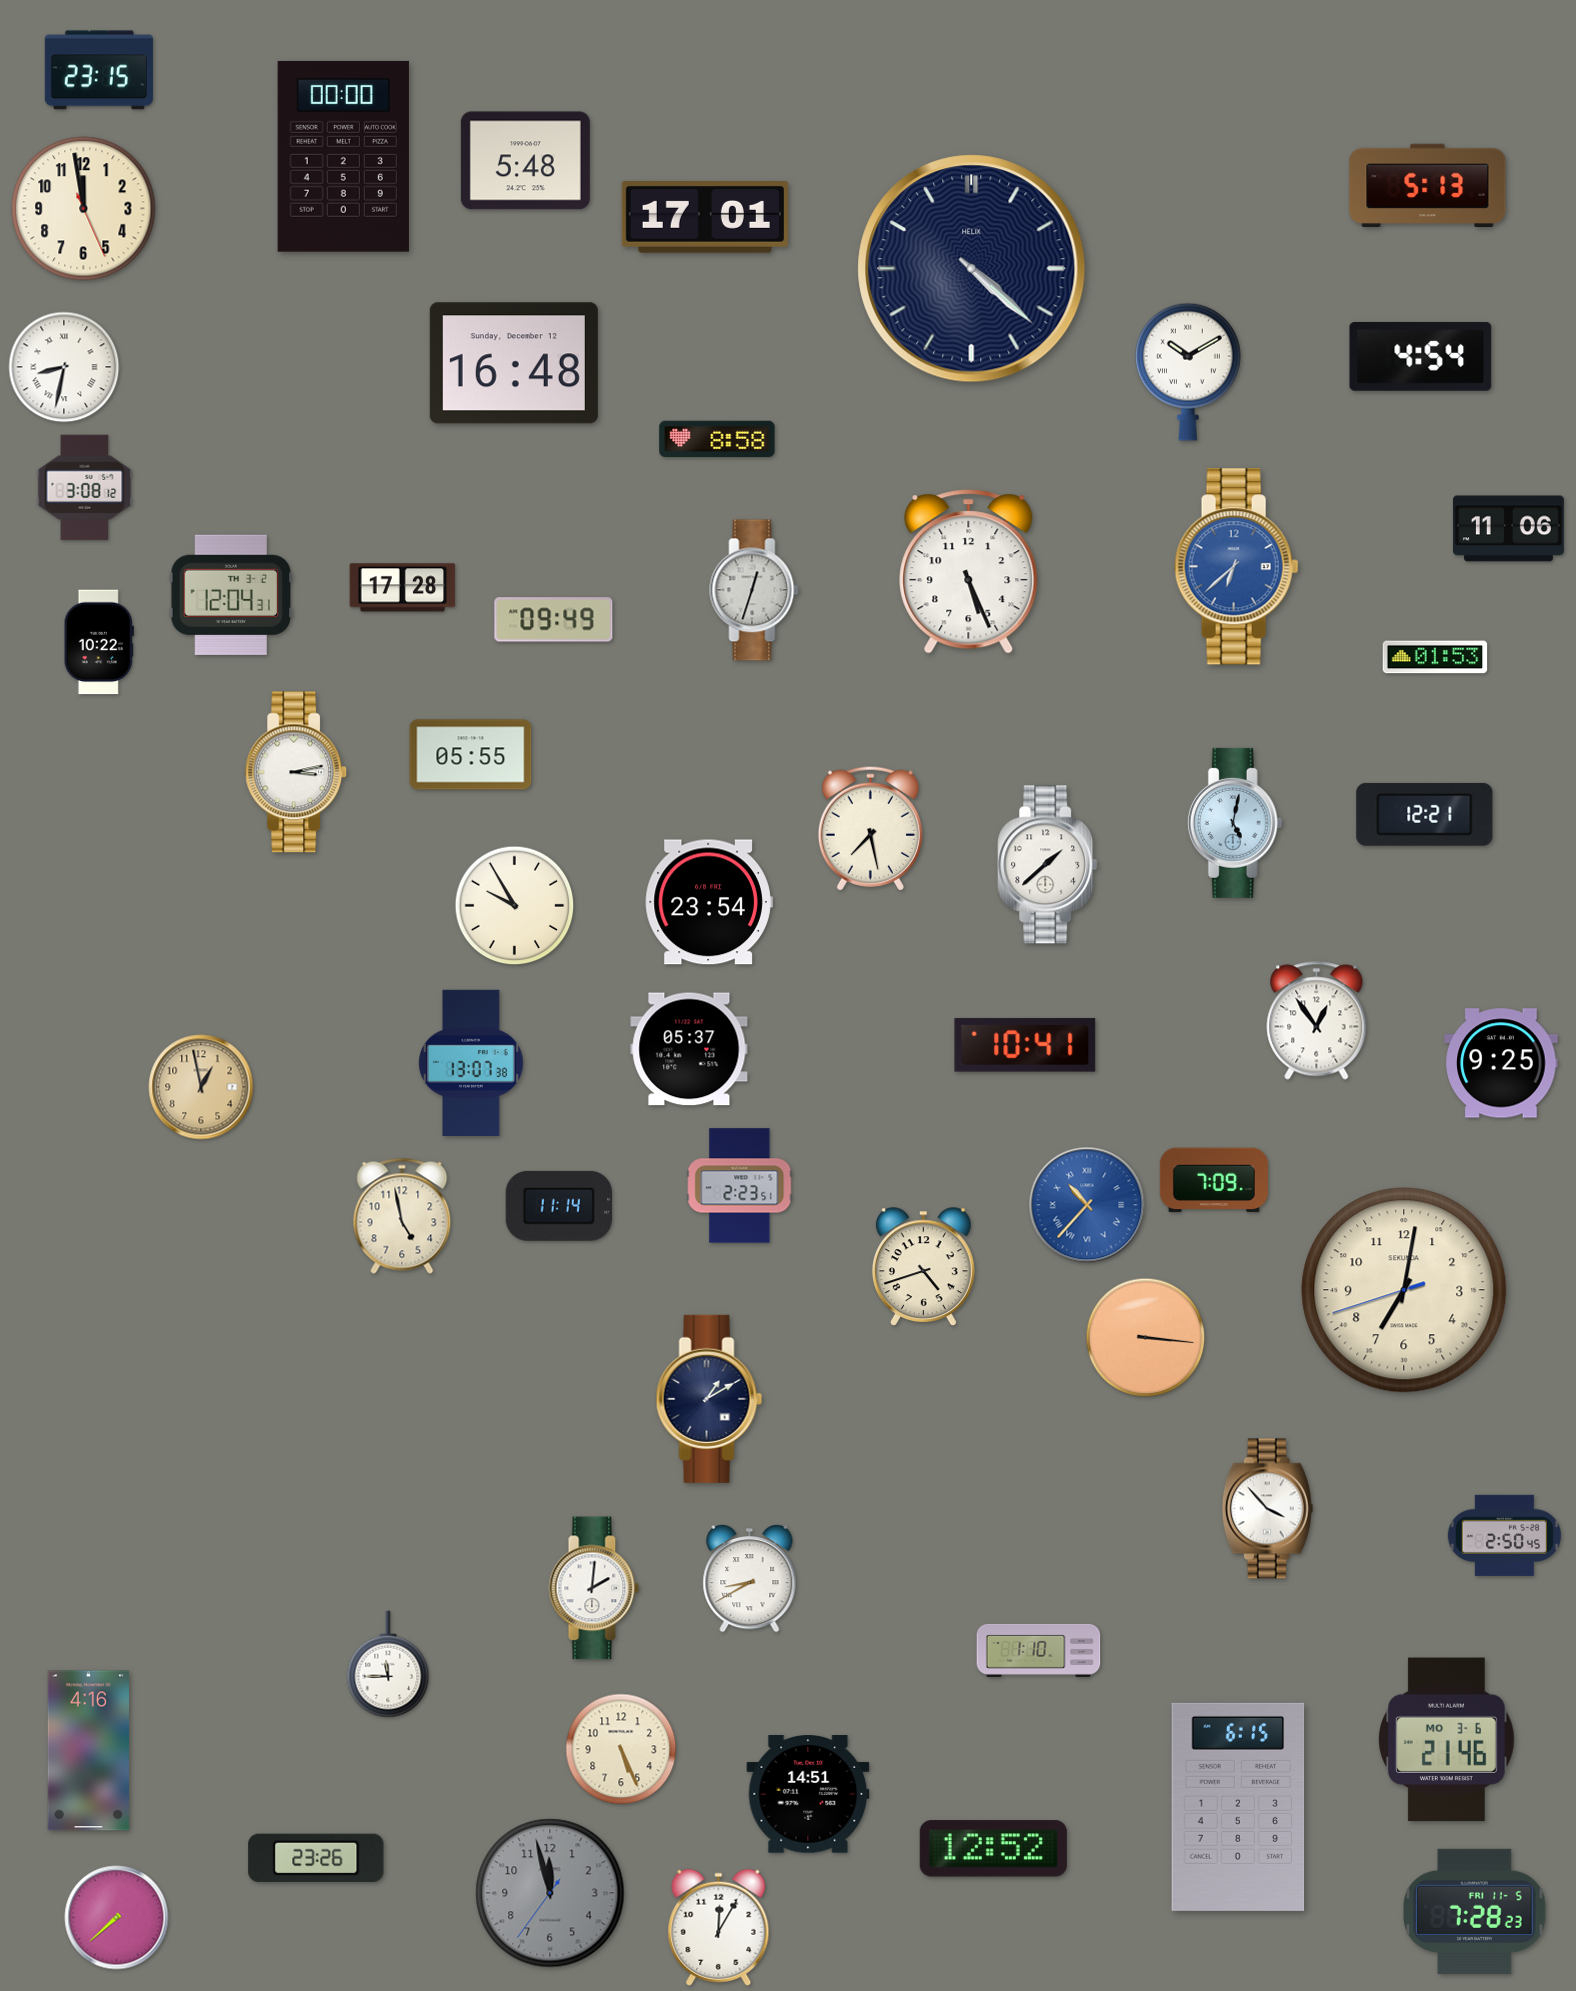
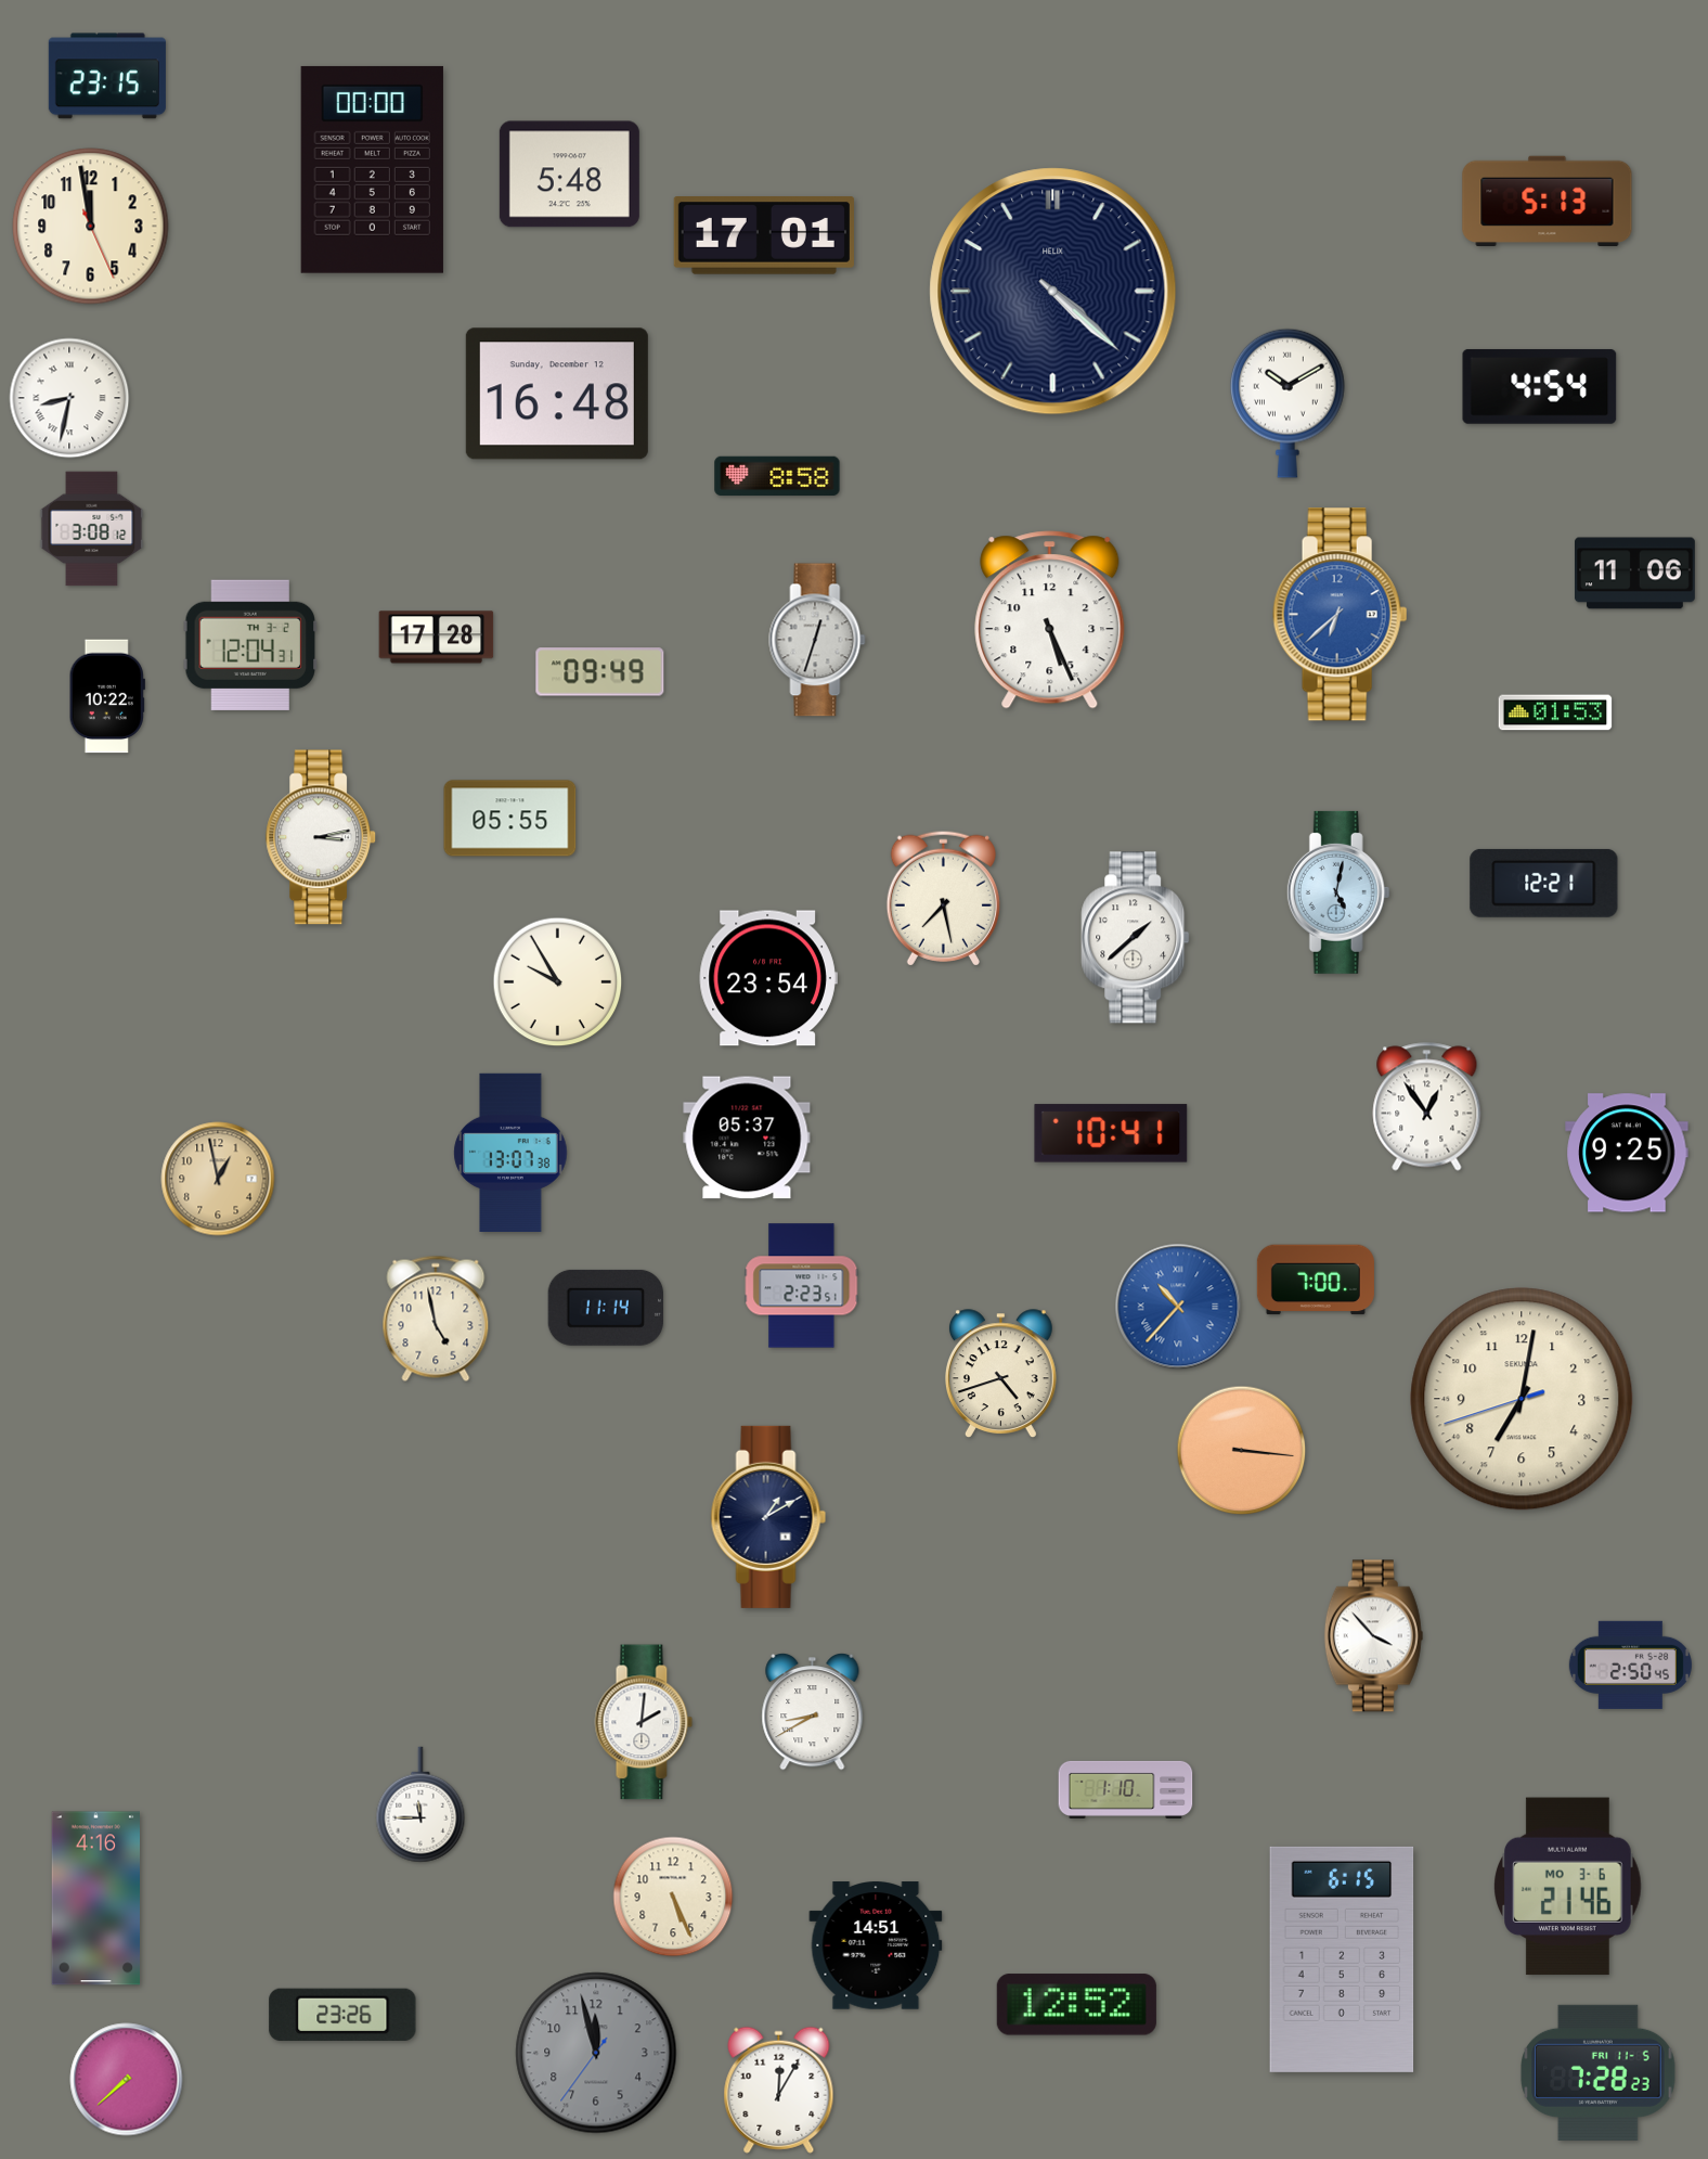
clock at (1214, 1180): 7:09 -> 7:00
